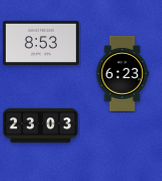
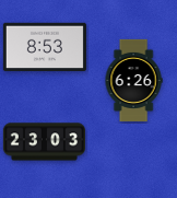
clock at (122, 73): 6:23 -> 6:26
clock at (40, 126) position: (40, 126) -> (44, 142)
